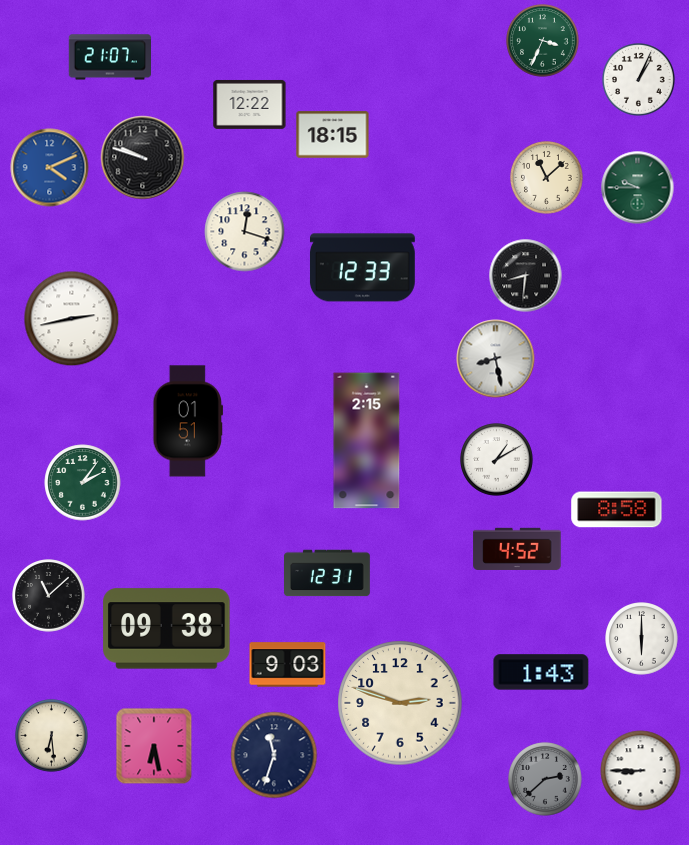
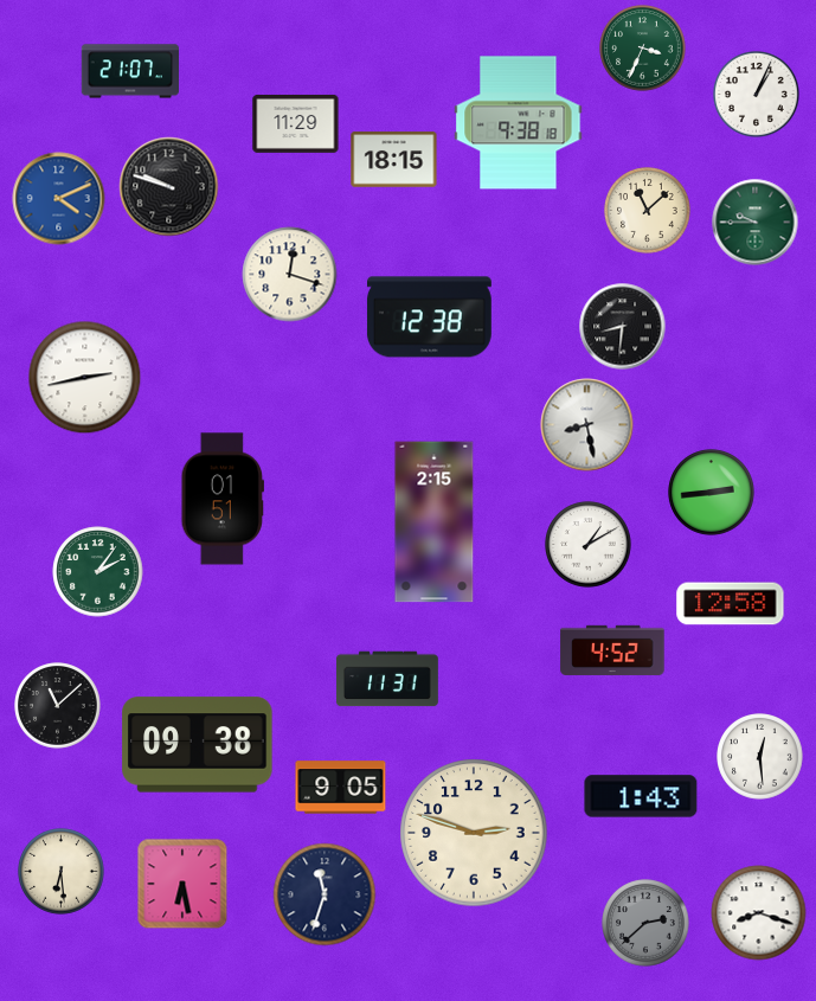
clock at (109, 57) position: (109, 57) -> (129, 71)
clock at (250, 104): 12:22 -> 11:29
clock at (519, 123): none -> 9:38
clock at (362, 268): 12:33 -> 12:38
clock at (712, 493): none -> 2:44
clock at (617, 510): 8:58 -> 12:58
clock at (328, 573): 12:31 -> 11:31
clock at (642, 639): 6:00 -> 12:29
clock at (288, 665): 9:03 -> 9:05
clock at (641, 771): 8:45 -> 8:18
